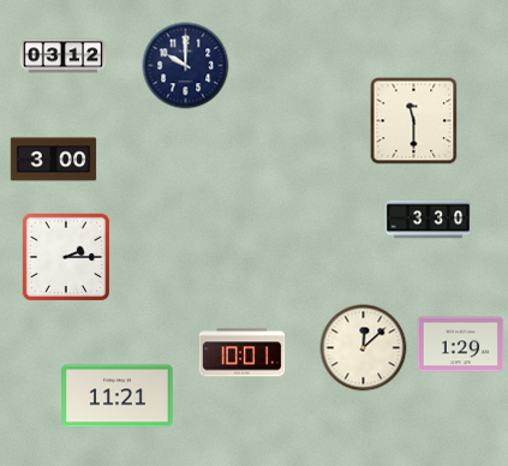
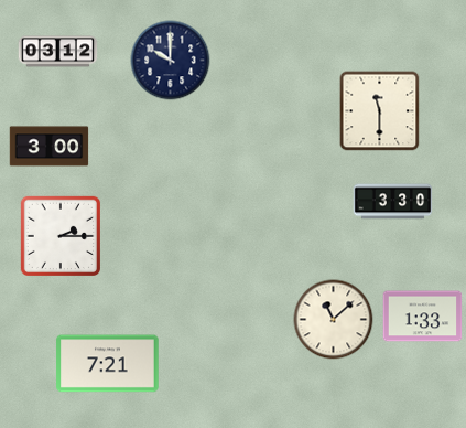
clock at (461, 345): 1:29 -> 1:33
clock at (364, 348): 12:08 -> 11:08
clock at (243, 353): 10:01 -> none
clock at (118, 396): 11:21 -> 7:21
